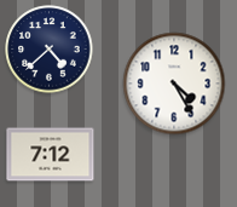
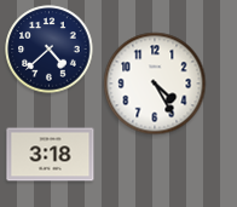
clock at (174, 84) position: (174, 84) -> (155, 84)
clock at (51, 155): 7:12 -> 3:18
